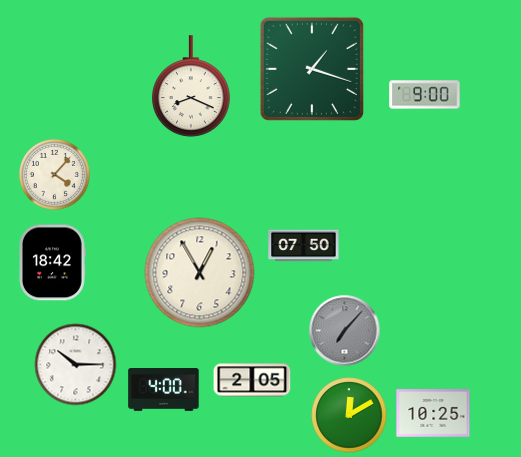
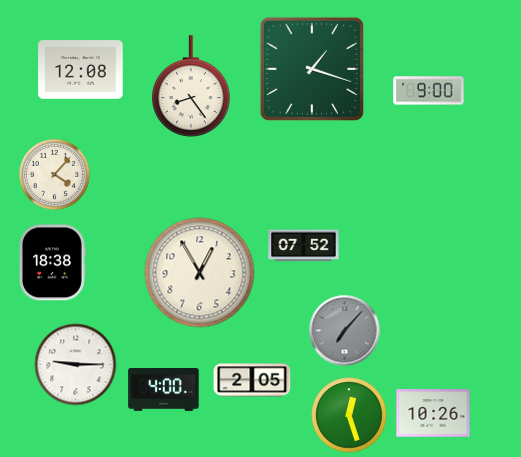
clock at (81, 70): none -> 12:08
clock at (191, 86): 8:19 -> 8:24
clock at (425, 95) position: (425, 95) -> (429, 91)
clock at (304, 246): 07:50 -> 07:52
clock at (52, 263): 18:42 -> 18:38
clock at (76, 365): 10:15 -> 9:15
clock at (433, 413): 10:25 -> 10:26
clock at (349, 415): 12:10 -> 12:27
